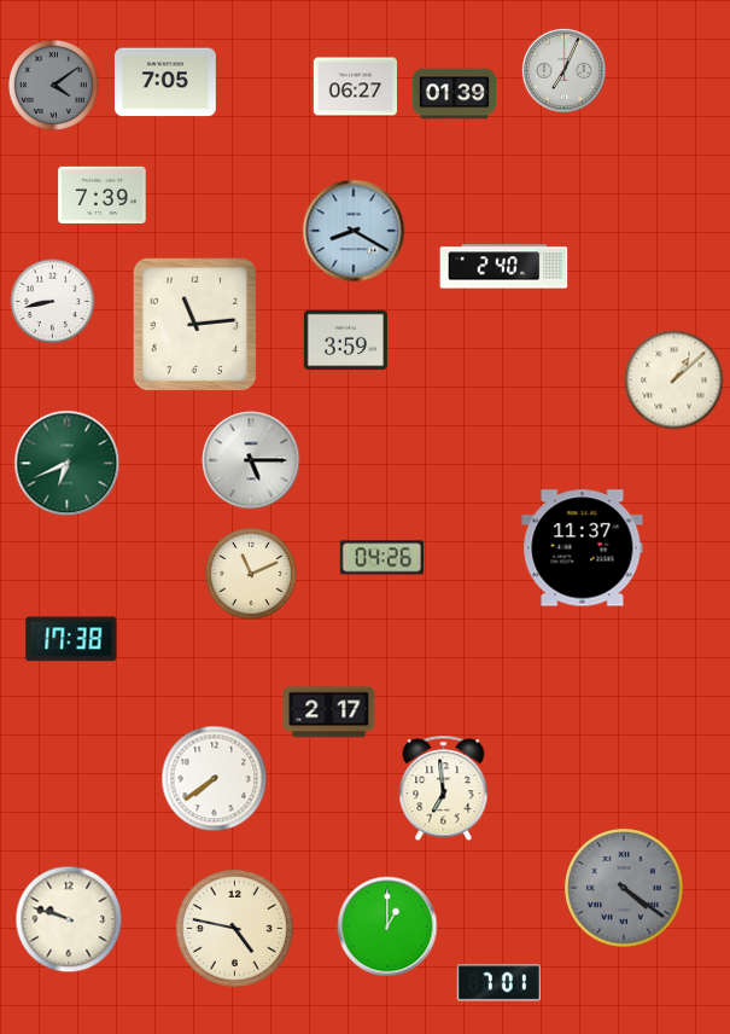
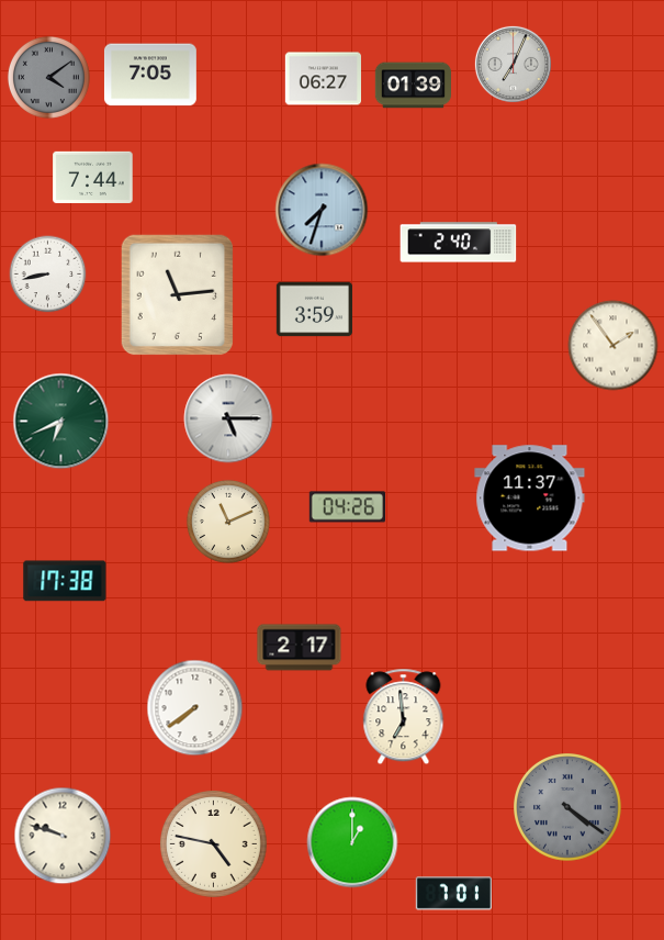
clock at (103, 194): 7:39 -> 7:44
clock at (354, 231): 8:20 -> 7:33
clock at (674, 381): 1:08 -> 1:54
